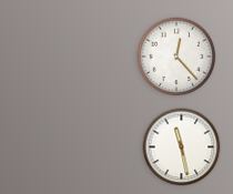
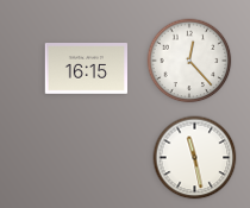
clock at (87, 69): none -> 16:15
